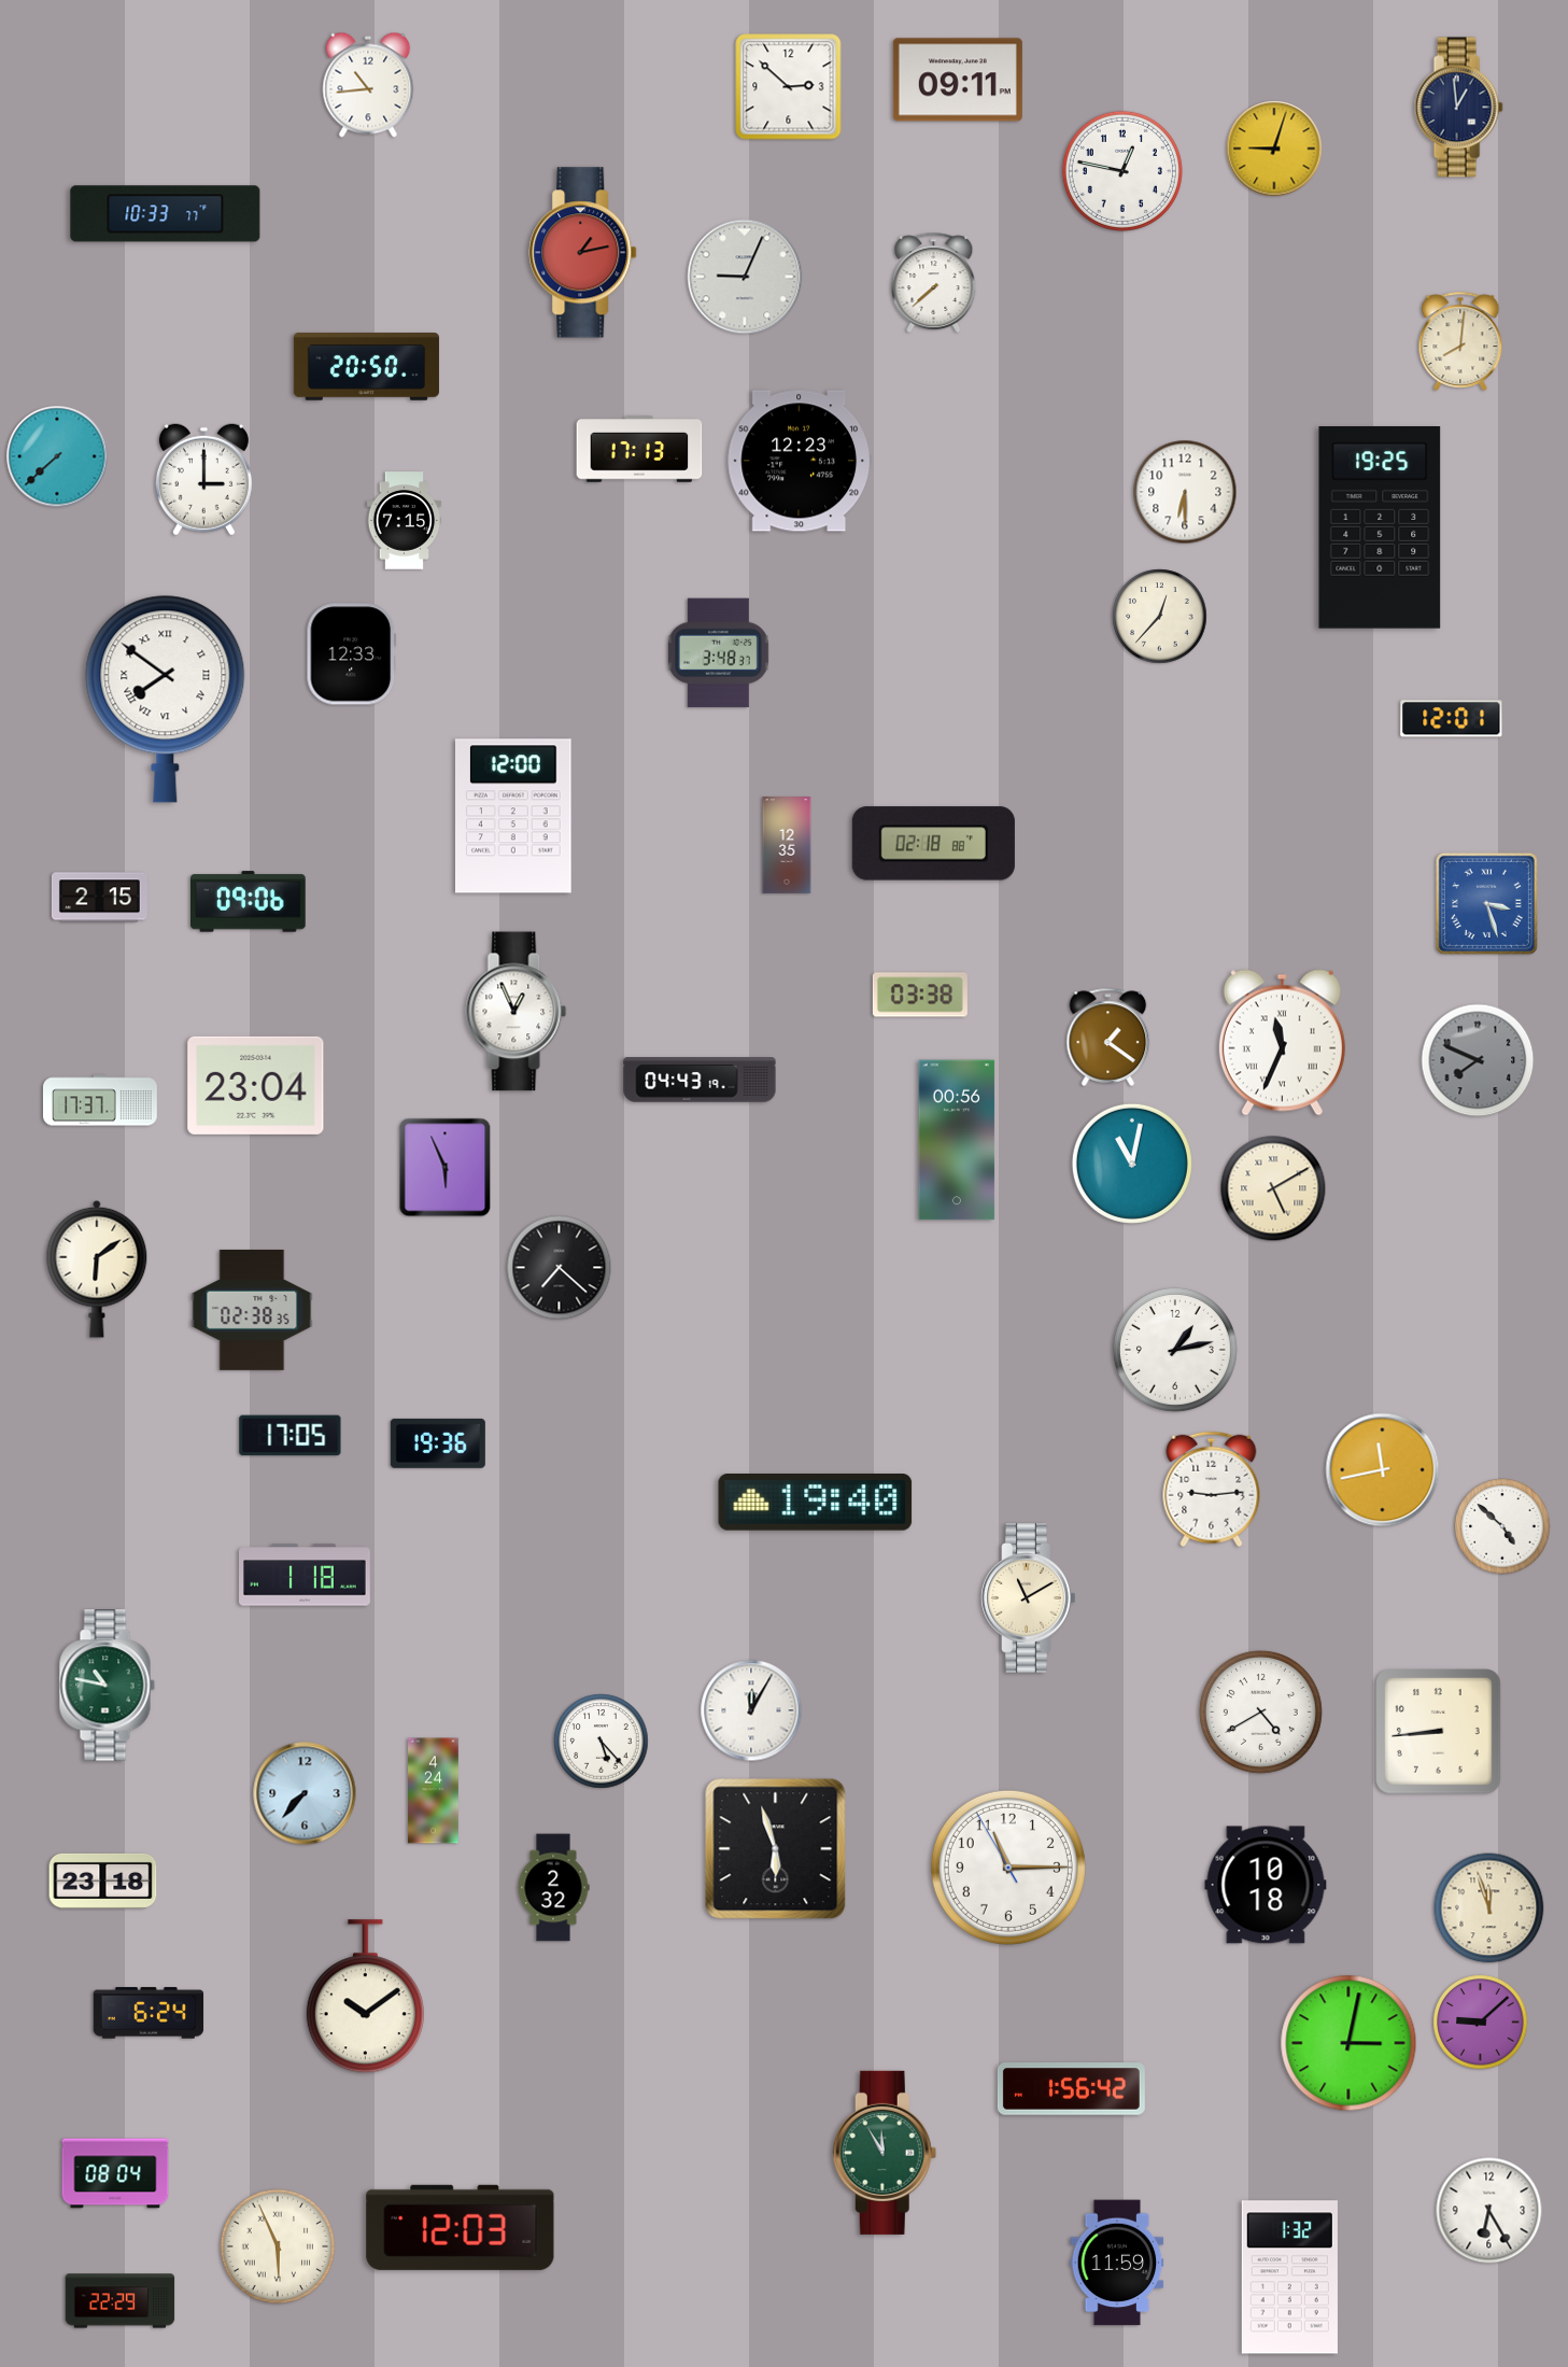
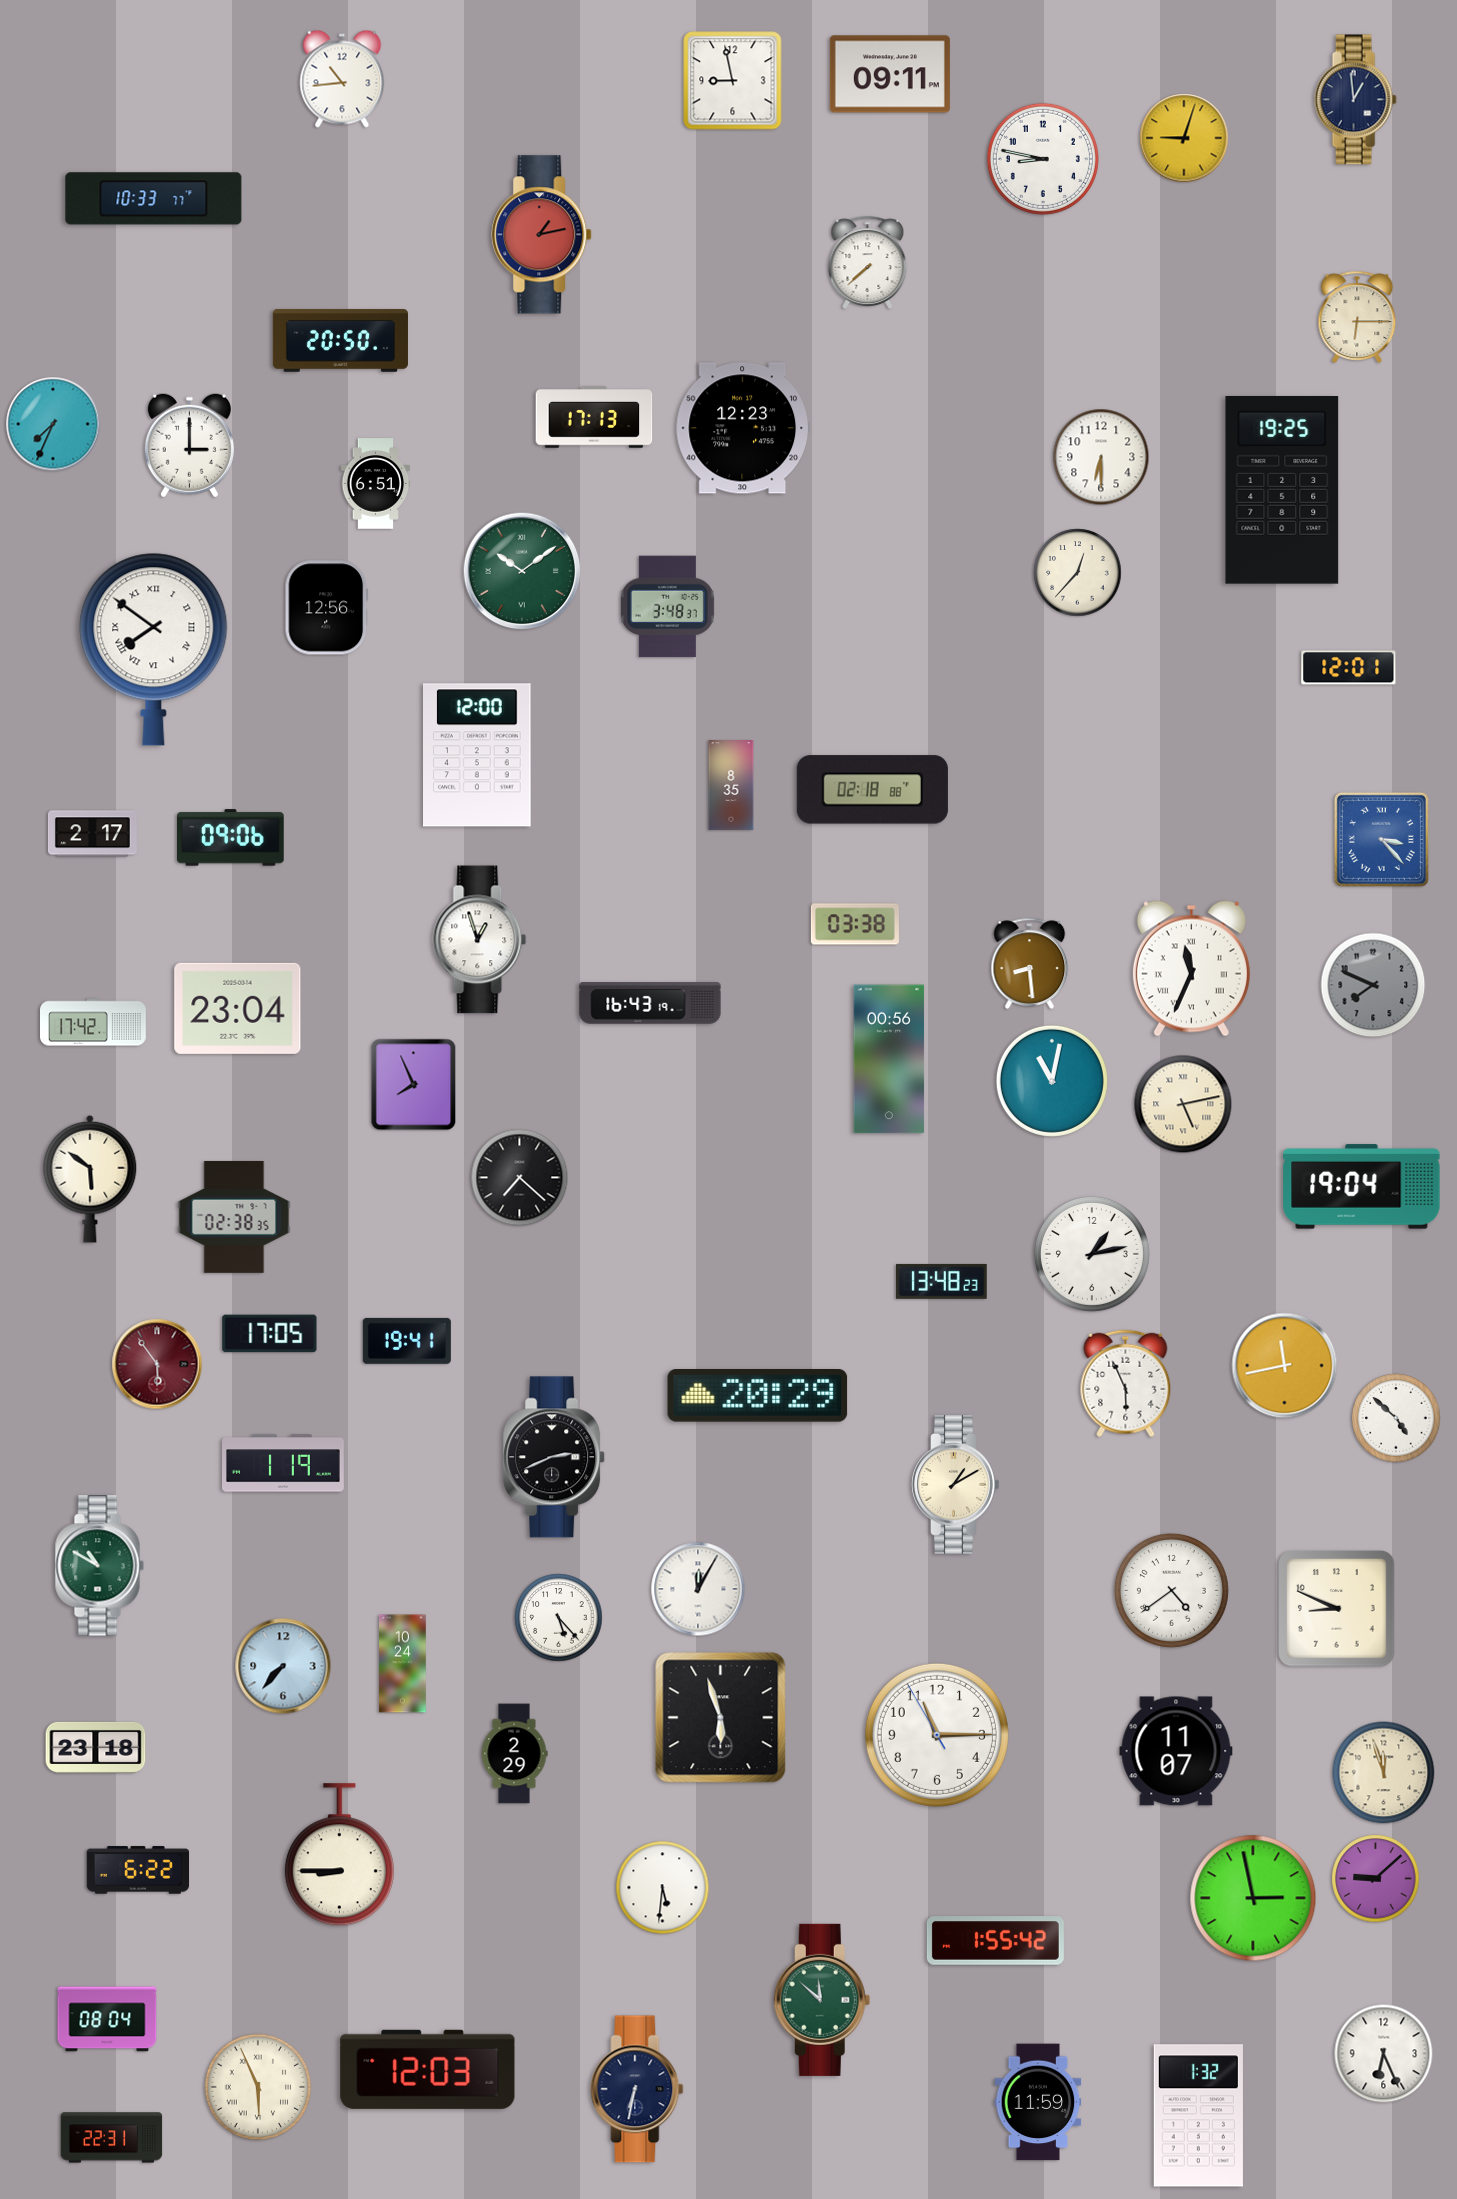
clock at (789, 87): 2:52 -> 8:58
clock at (1122, 171): 12:47 -> 8:47
clock at (745, 277): 9:04 -> none
clock at (1460, 341): 8:01 -> 6:15
clock at (57, 456): 7:38 -> 7:34
clock at (405, 521): 7:15 -> 6:51
clock at (522, 571): none -> 10:09
clock at (352, 654): 12:33 -> 12:56
clock at (514, 816) position: (514, 816) -> (478, 755)
clock at (933, 844) position: (933, 844) -> (872, 790)
clock at (787, 845): 12:35 -> 8:35
clock at (99, 898): 2:15 -> 2:17
clock at (1486, 903): 3:27 -> 3:23
clock at (517, 1012): 12:56 -> 12:57
clock at (1108, 1037): 1:21 -> 8:29
clock at (700, 1080): 04:43 -> 16:43
clock at (101, 1100): 17:37 -> 17:42
clock at (446, 1168): 5:56 -> 7:56
clock at (1273, 1188): 5:10 -> 5:13
clock at (97, 1269): 6:09 -> 5:51
clock at (1362, 1187): none -> 19:04
clock at (942, 1281): none -> 13:48
clock at (438, 1443): 19:36 -> 19:41
clock at (157, 1364): none -> 5:54
clock at (1212, 1490): 9:14 -> 5:56
clock at (816, 1503): 19:40 -> 20:29
clock at (555, 1457): none -> 2:41
clock at (306, 1575): 1:18 -> 1:19
clock at (1029, 1598): 11:10 -> 1:10
clock at (107, 1686): 10:47 -> 10:50
clock at (1260, 1711): 4:40 -> 4:39
clock at (1439, 1732): 8:44 -> 8:49
clock at (434, 1791): 4:24 -> 10:24
clock at (1266, 1885): 10:18 -> 11:07
clock at (553, 1888): 2:32 -> 2:29
clock at (365, 1997): 10:09 -> 8:45
clock at (149, 2013): 6:24 -> 6:22
clock at (663, 1888): none -> 5:31
clock at (1348, 2043): 3:02 -> 2:58
clock at (1071, 2089): 1:56 -> 1:55
clock at (885, 2153): 11:55 -> 11:52
clock at (1489, 2211): 6:25 -> 6:26
clock at (637, 2089): none -> 6:32
clock at (121, 2301): 22:29 -> 22:31
